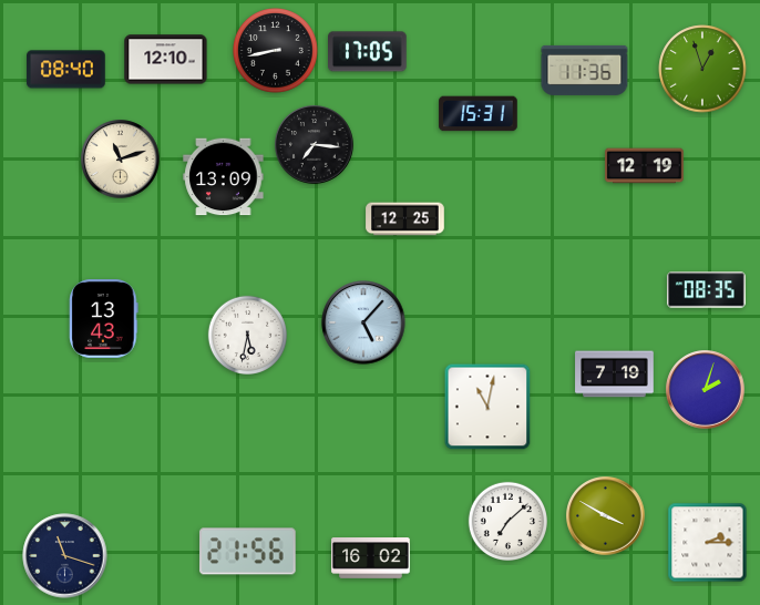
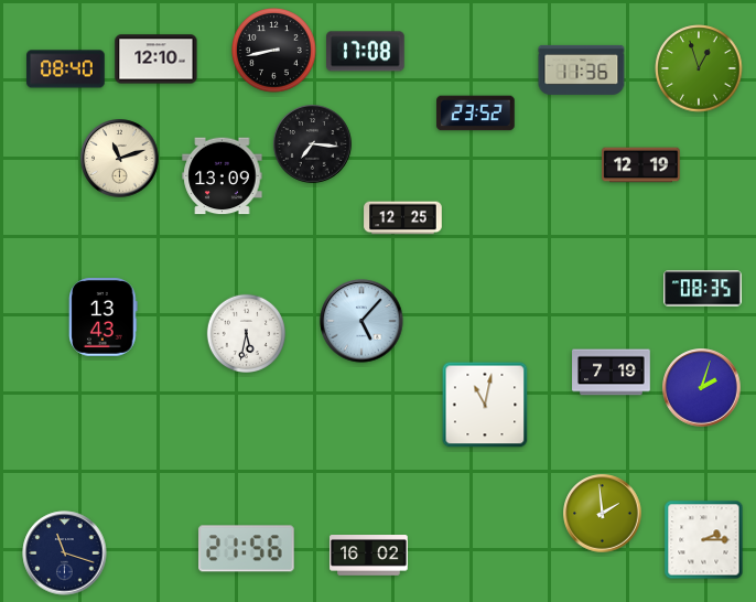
clock at (368, 52): 17:05 -> 17:08
clock at (166, 60) position: (166, 60) -> (156, 60)
clock at (479, 114): 15:31 -> 23:52
clock at (606, 516): 3:50 -> 1:59
clock at (507, 521): 7:08 -> none
